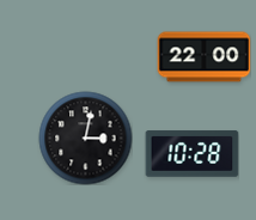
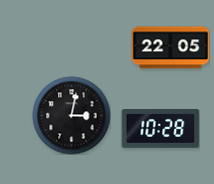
clock at (203, 57): 22:00 -> 22:05
